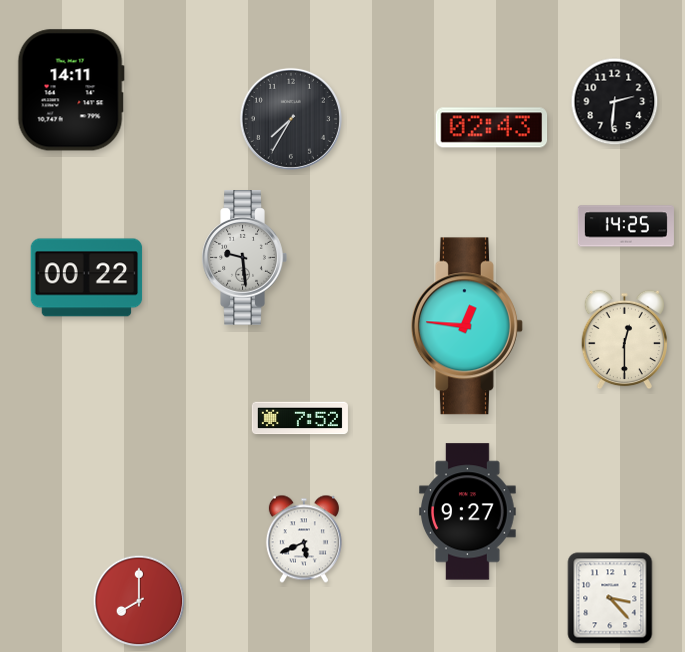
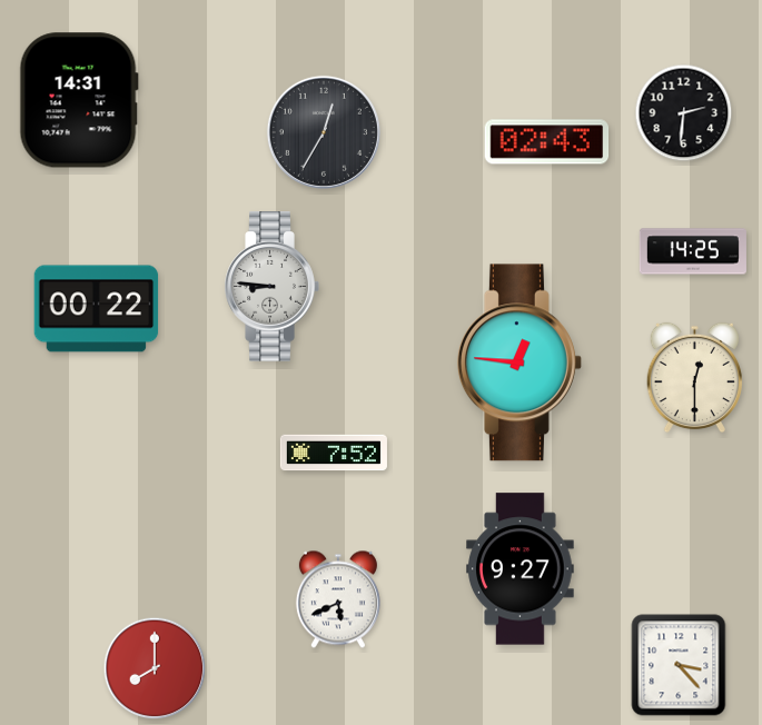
clock at (71, 90): 14:11 -> 14:31
clock at (291, 119): 7:35 -> 12:35
clock at (626, 226) position: (626, 226) -> (693, 251)
clock at (244, 258): 9:29 -> 8:46
clock at (300, 418) position: (300, 418) -> (334, 453)
